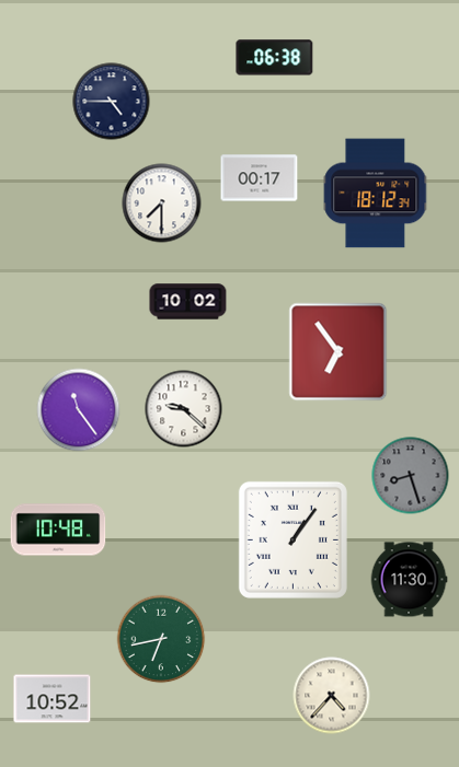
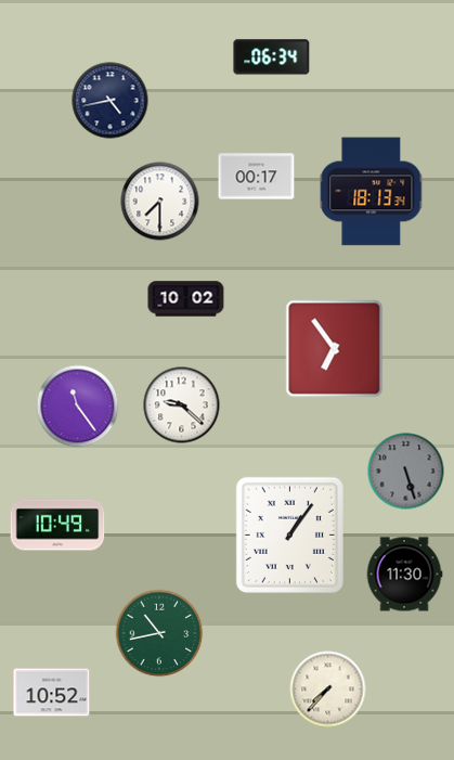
clock at (275, 58): 06:38 -> 06:34
clock at (112, 102): 4:45 -> 4:43
clock at (376, 194): 18:12 -> 18:13
clock at (411, 476): 8:27 -> 5:27
clock at (58, 530): 10:48 -> 10:49
clock at (161, 639): 6:43 -> 10:43
clock at (332, 696): 4:37 -> 7:37
